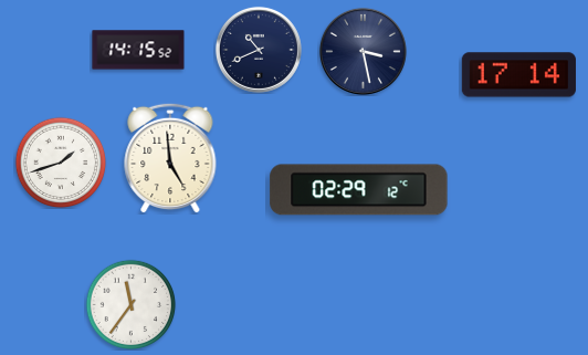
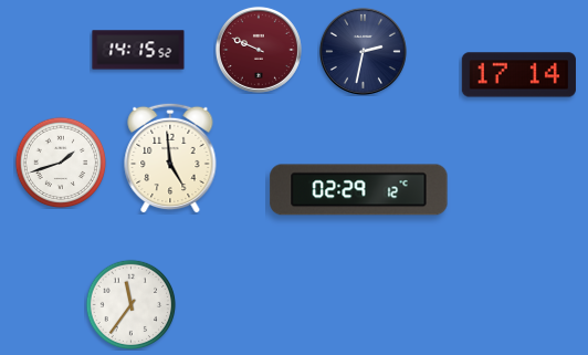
clock at (259, 50): 10:41 -> 9:49
clock at (259, 50) dial: navy -> burgundy
clock at (363, 51): 3:28 -> 2:32
